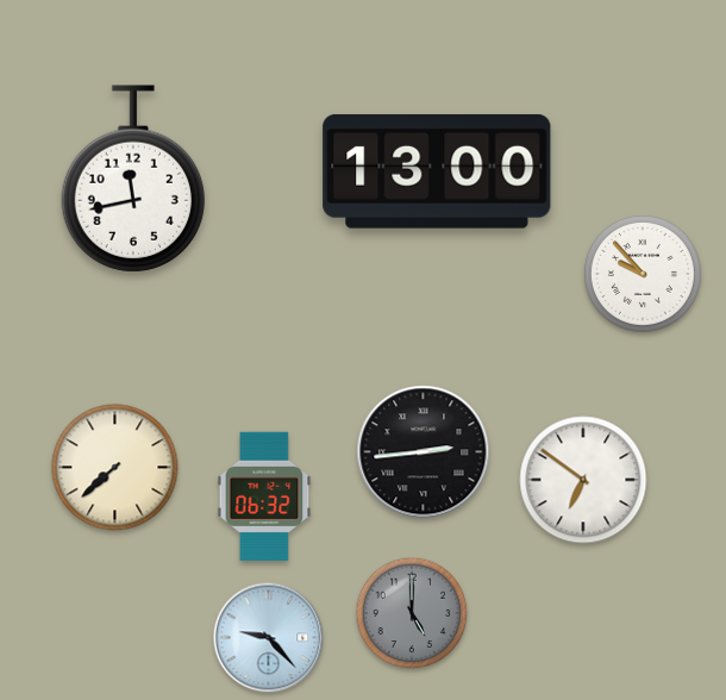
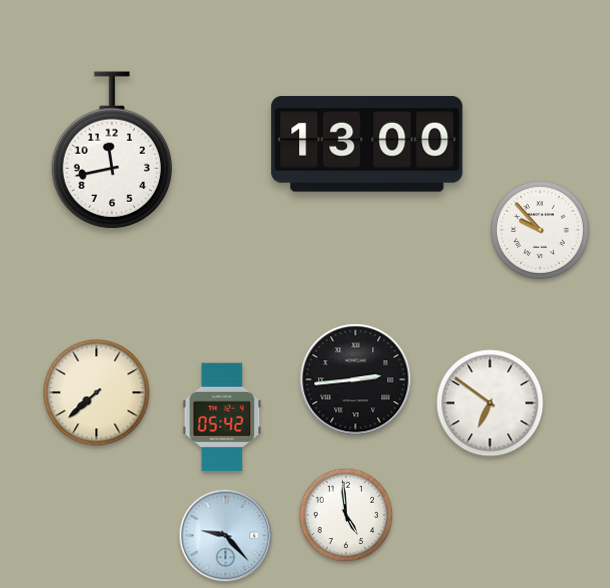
clock at (264, 496): 06:32 -> 05:42
clock at (412, 613): 5:00 -> 4:59
clock at (412, 613) dial: grey -> white
